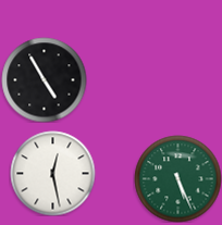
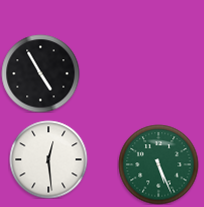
clock at (52, 173): 12:28 -> 12:29
clock at (177, 178) position: (177, 178) -> (158, 164)
